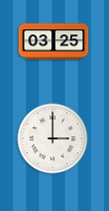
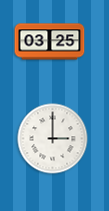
clock at (54, 42) position: (54, 42) -> (50, 42)
